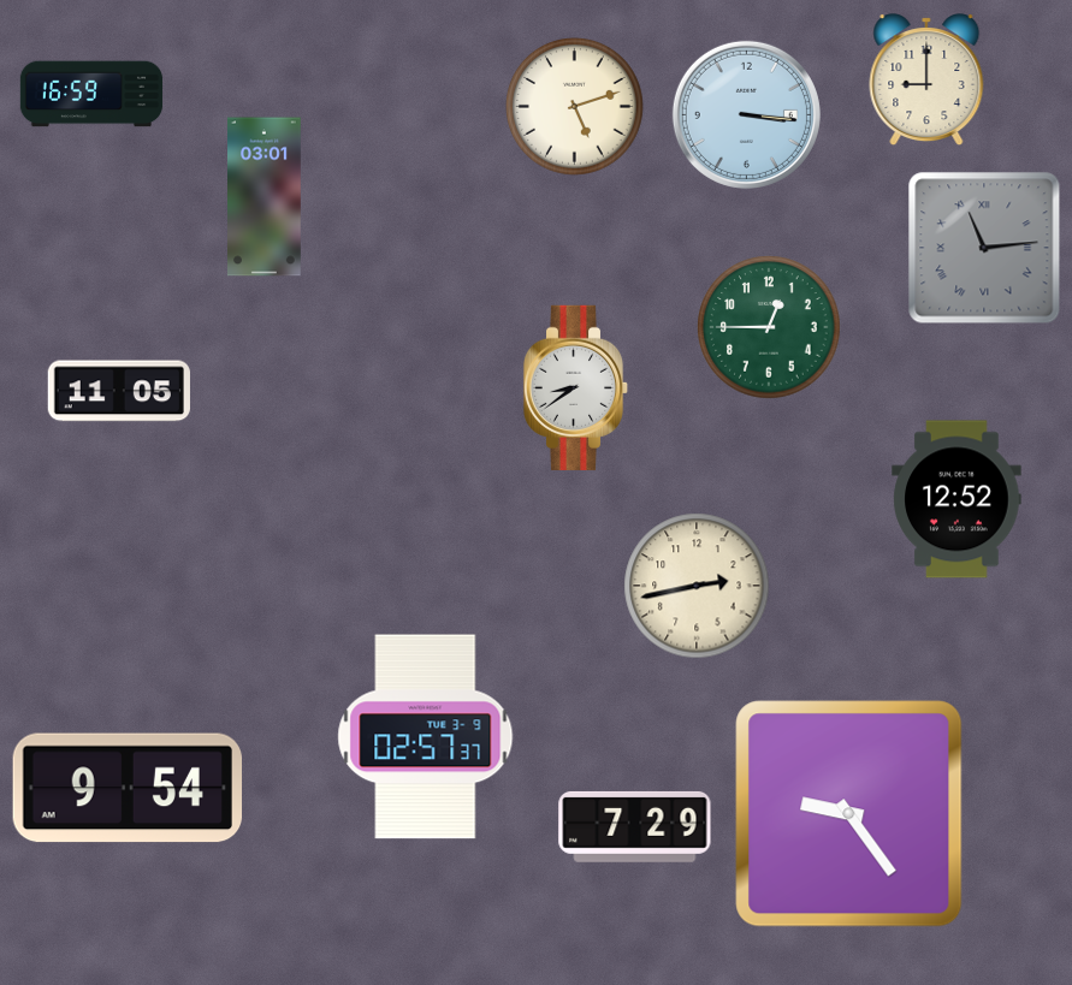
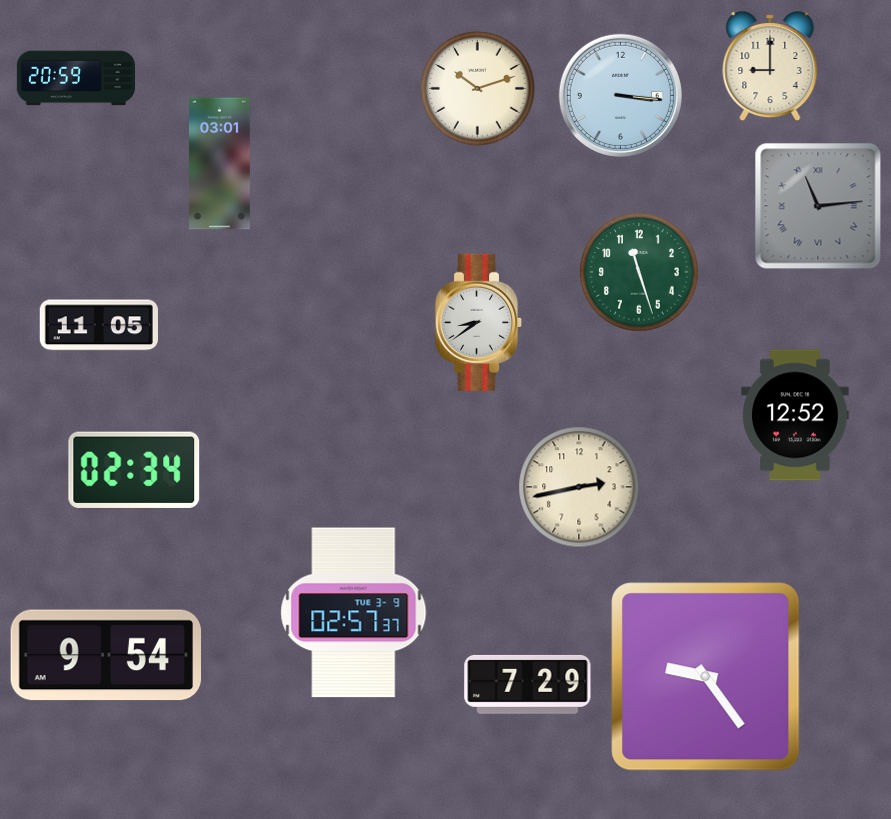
clock at (91, 94): 16:59 -> 20:59
clock at (575, 107): 5:12 -> 10:12
clock at (769, 327): 12:45 -> 11:27
clock at (134, 470): none -> 02:34
clock at (635, 826) position: (635, 826) -> (528, 684)
